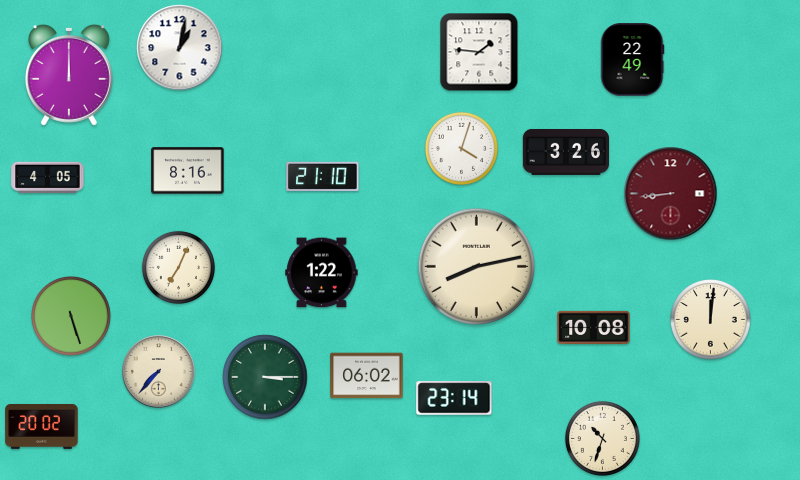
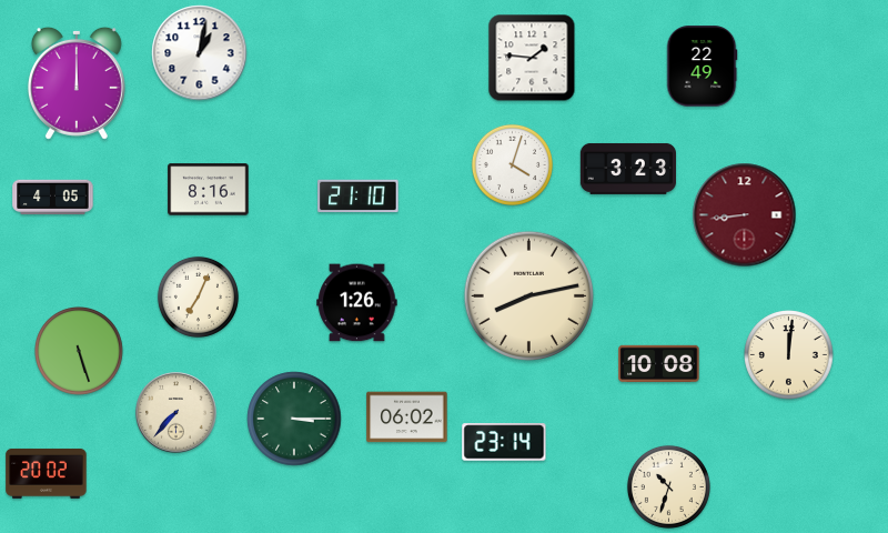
clock at (565, 152): 3:26 -> 3:23
clock at (322, 273): 1:22 -> 1:26
